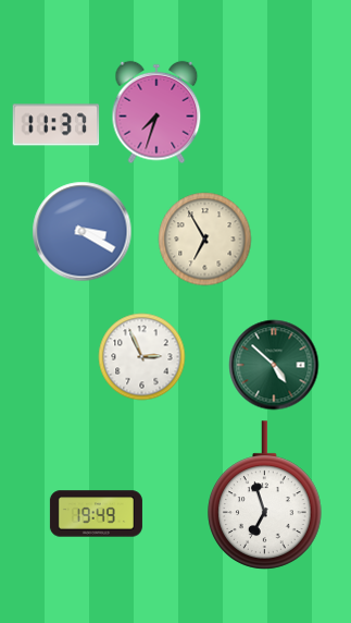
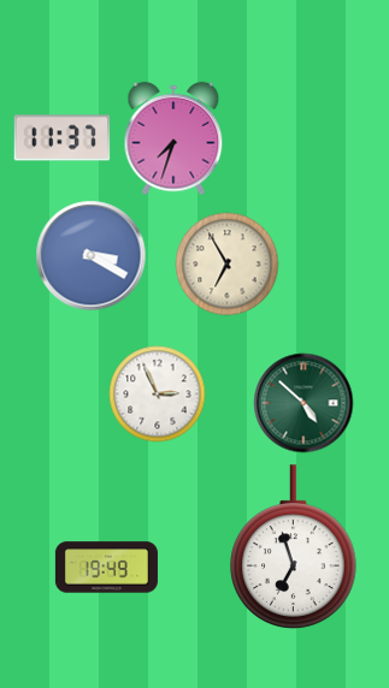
clock at (156, 112) position: (156, 112) -> (173, 138)
